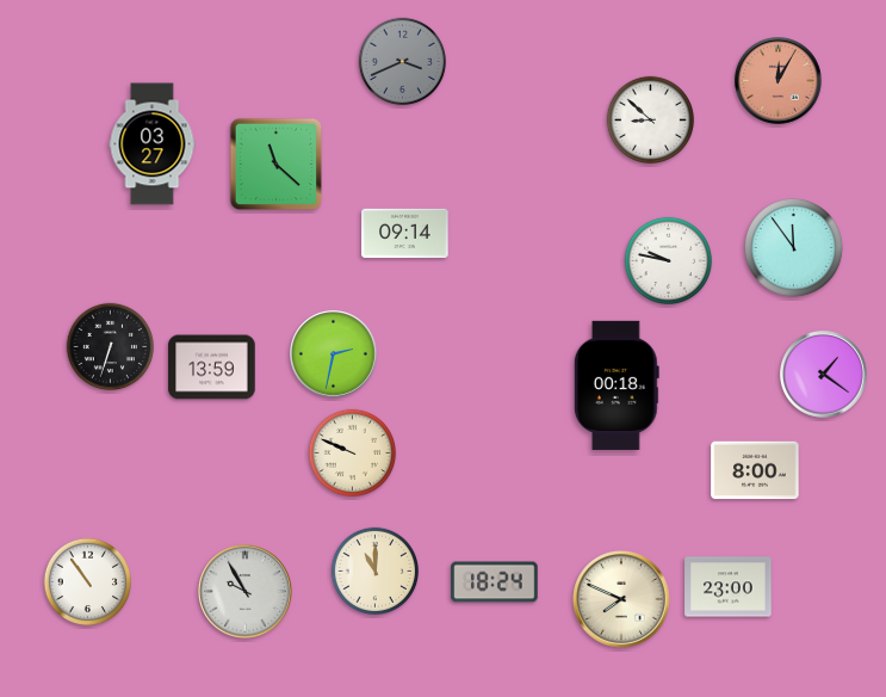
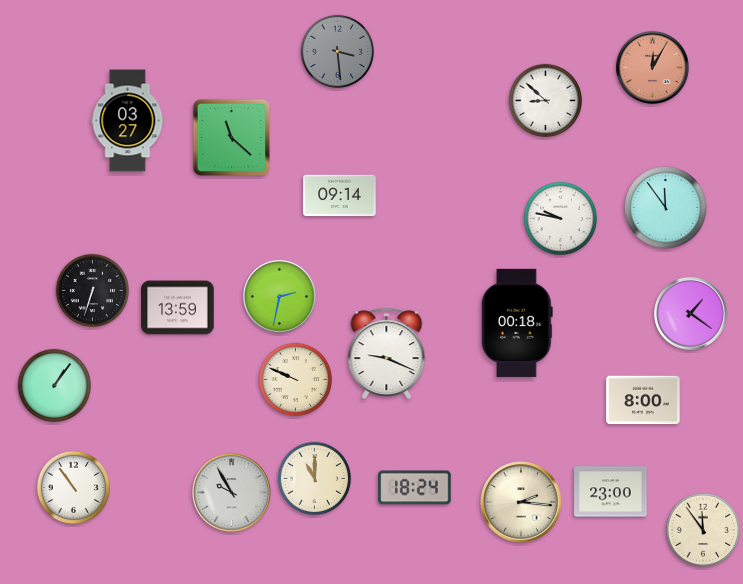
clock at (403, 62): 3:41 -> 3:29
clock at (387, 353): none -> 9:19
clock at (55, 386): none -> 1:06
clock at (755, 470) position: (755, 470) -> (643, 400)
clock at (246, 592) position: (246, 592) -> (232, 493)
clock at (621, 599): 7:49 -> 2:16
clock at (702, 529): none -> 11:54
